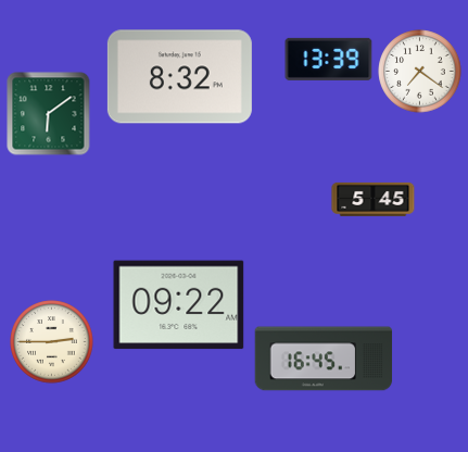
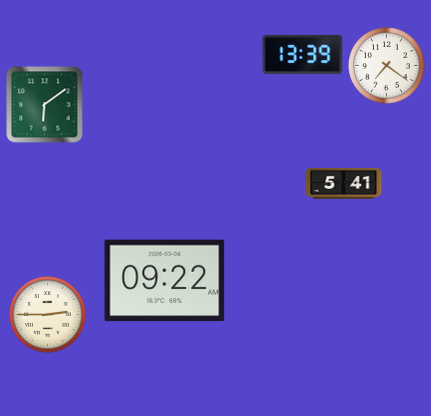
clock at (179, 77): 8:32 -> none
clock at (374, 199): 5:45 -> 5:41
clock at (324, 359): 16:45 -> none
